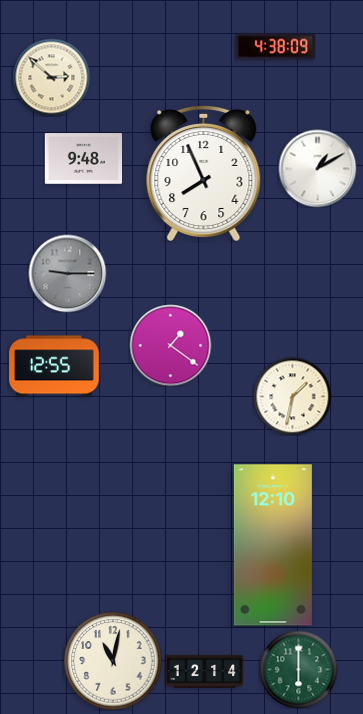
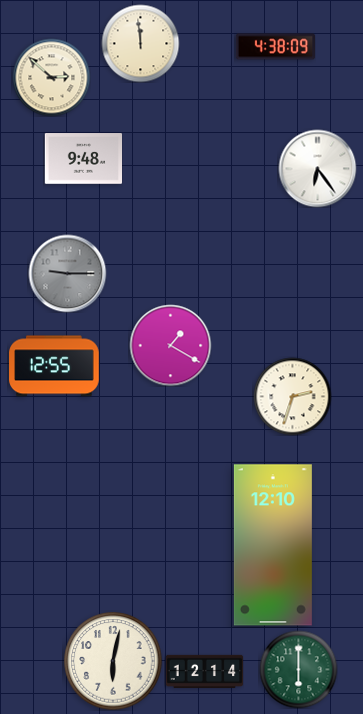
clock at (140, 43): none -> 11:59
clock at (317, 168): 1:10 -> 6:24
clock at (204, 172): 7:56 -> none
clock at (170, 345): 1:21 -> 1:20
clock at (292, 396): 1:32 -> 2:33
clock at (113, 661): 11:02 -> 6:02
